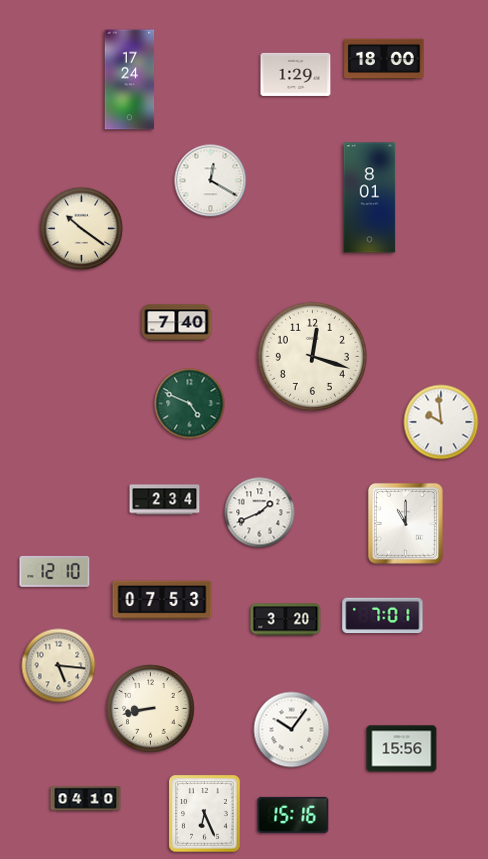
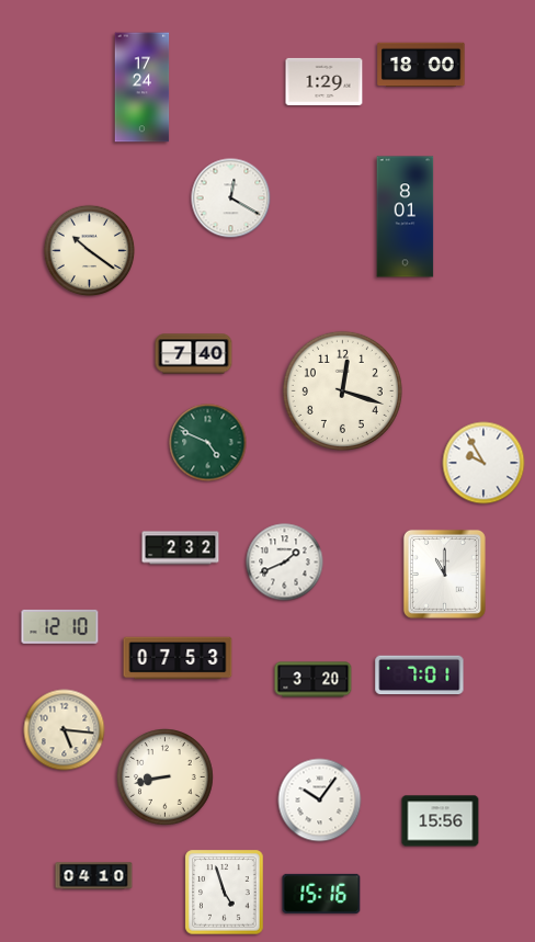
clock at (441, 422): 9:59 -> 9:55
clock at (165, 500): 2:34 -> 2:32
clock at (205, 814): 6:26 -> 4:57
